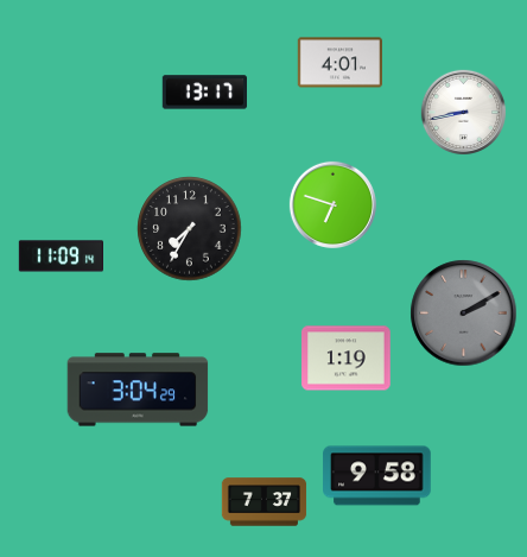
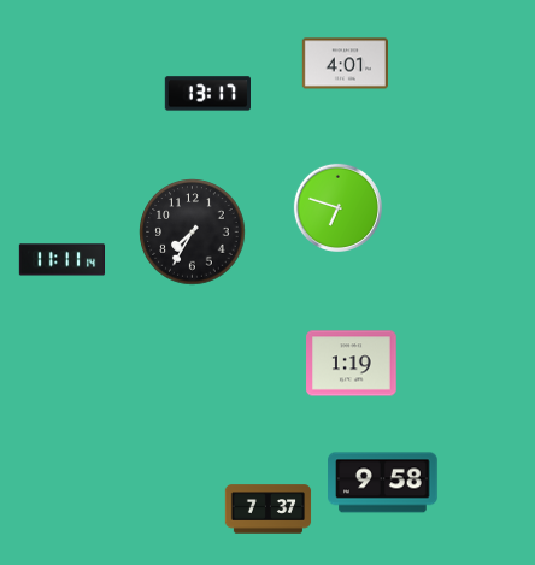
clock at (464, 113): 8:43 -> none
clock at (62, 257): 11:09 -> 11:11
clock at (464, 314): 2:10 -> none
clock at (138, 390): 3:04 -> none
